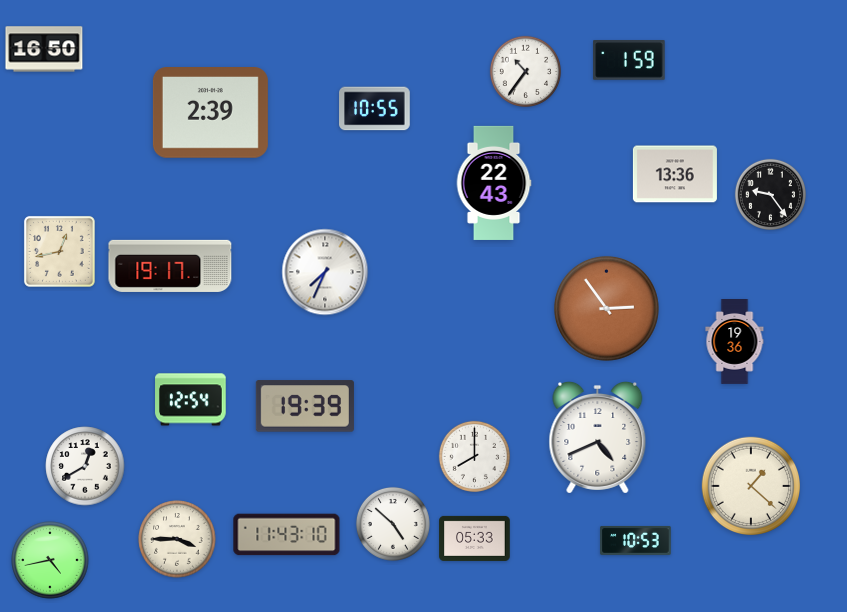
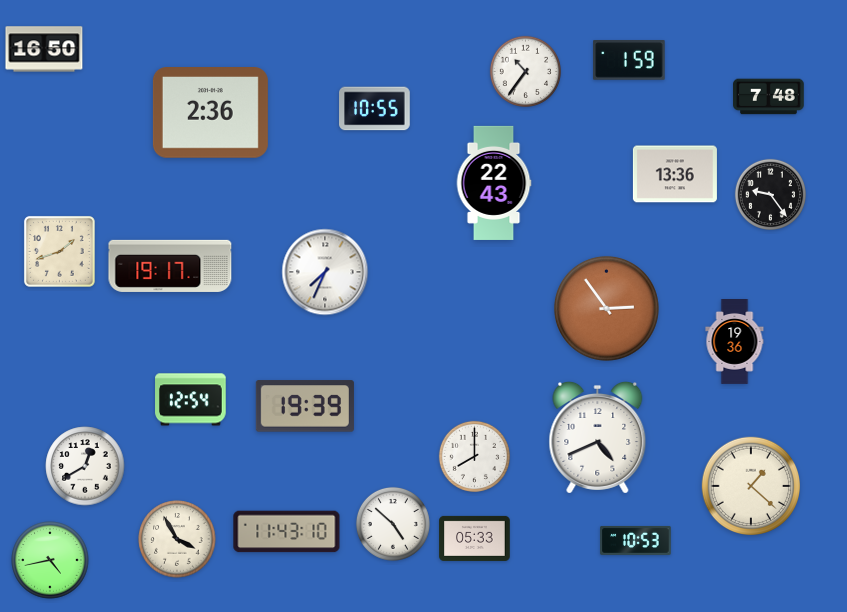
clock at (769, 97): none -> 7:48
clock at (210, 113): 2:39 -> 2:36
clock at (60, 251): 12:43 -> 1:42
clock at (287, 535) position: (287, 535) -> (287, 532)
clock at (177, 539): 3:45 -> 3:55
